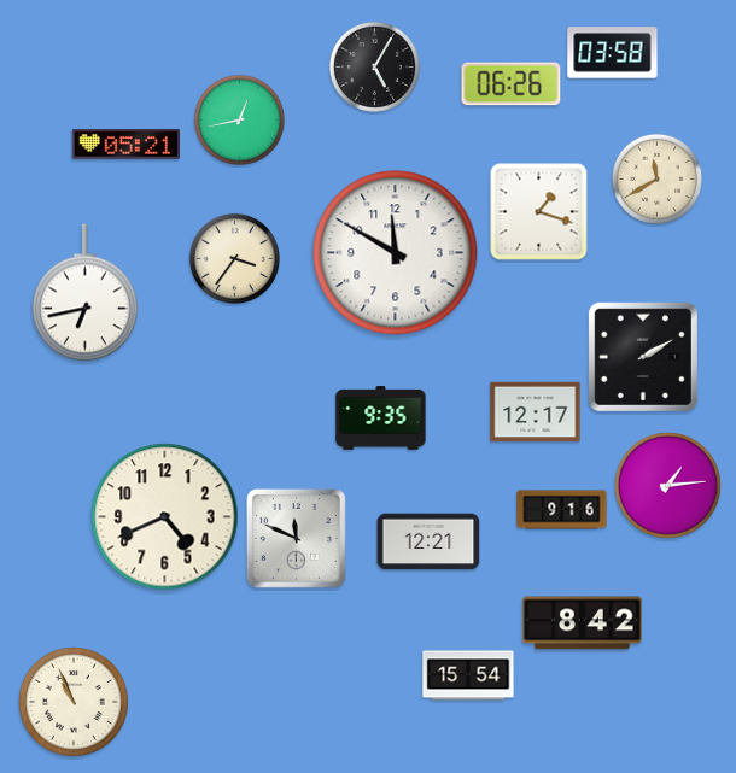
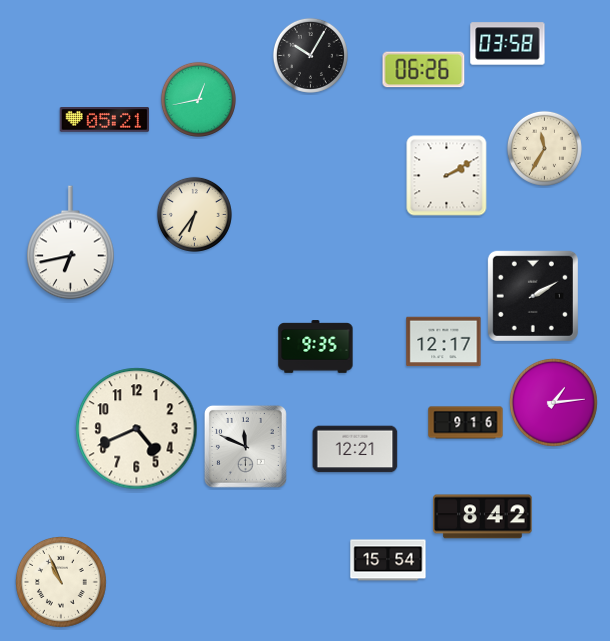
clock at (374, 66): 5:05 -> 10:05
clock at (656, 178): 11:40 -> 11:35
clock at (539, 212): 1:18 -> 2:10
clock at (396, 253): 11:50 -> none
clock at (234, 258): 3:36 -> 6:36
